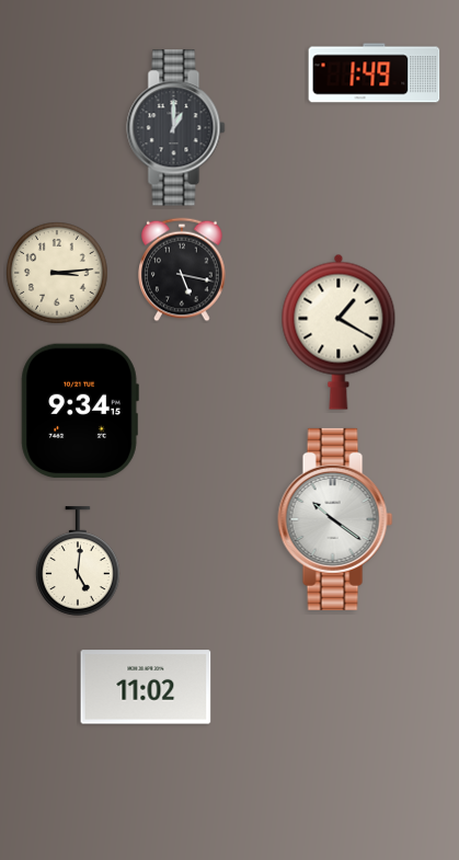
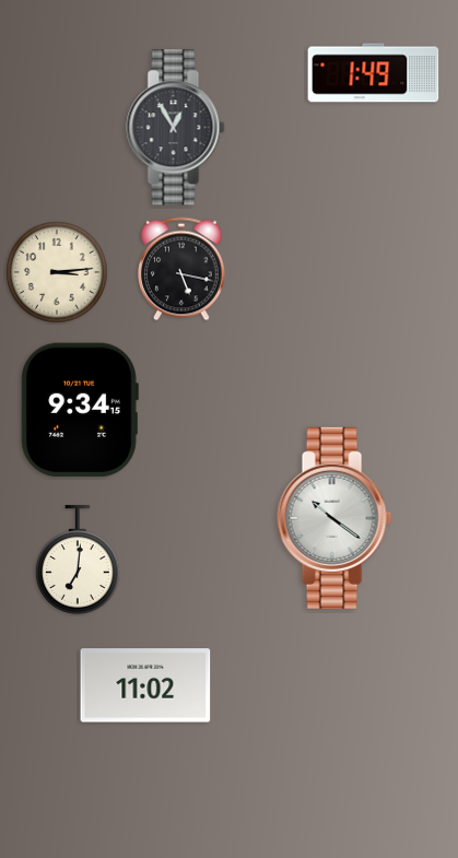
clock at (176, 128): 1:00 -> 12:55
clock at (338, 332): 1:20 -> none
clock at (78, 561): 5:01 -> 7:01
